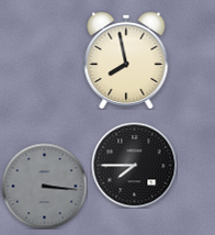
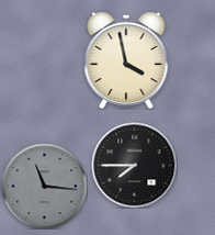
clock at (126, 60): 7:58 -> 3:58
clock at (44, 186): 3:16 -> 11:16
